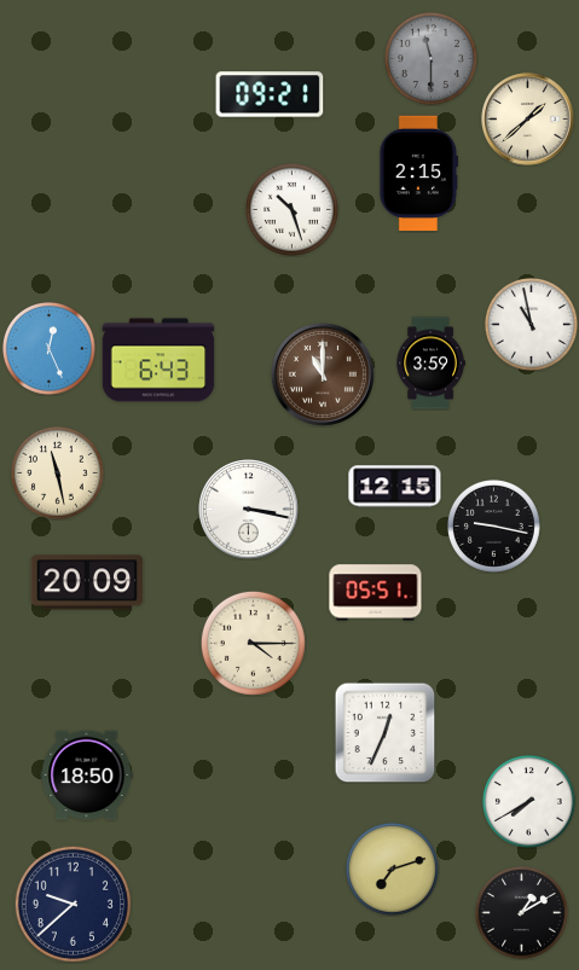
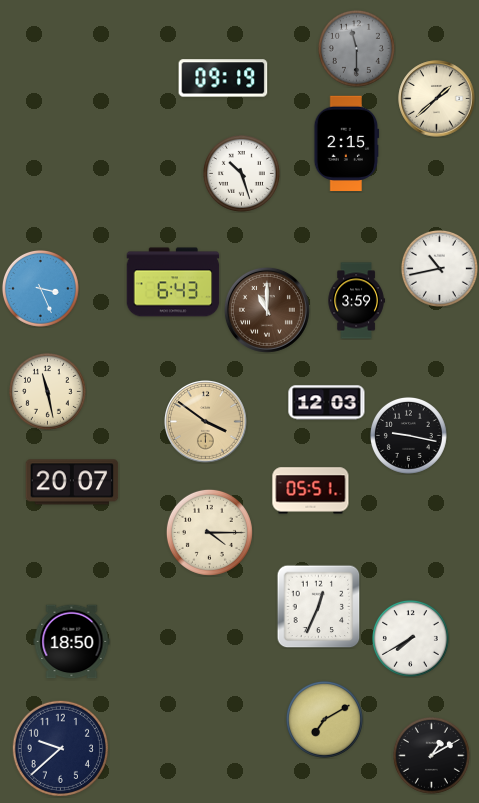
clock at (270, 94): 09:21 -> 09:19
clock at (531, 324): 10:58 -> 10:43
clock at (48, 348): 12:26 -> 3:26
clock at (158, 360) position: (158, 360) -> (173, 282)
clock at (395, 487): 12:15 -> 12:03
clock at (249, 510): 3:17 -> 3:51
clock at (249, 510) dial: white -> champagne
clock at (87, 582): 20:09 -> 20:07
clock at (528, 801) position: (528, 801) -> (410, 638)
clock at (392, 869): 7:12 -> 7:10
